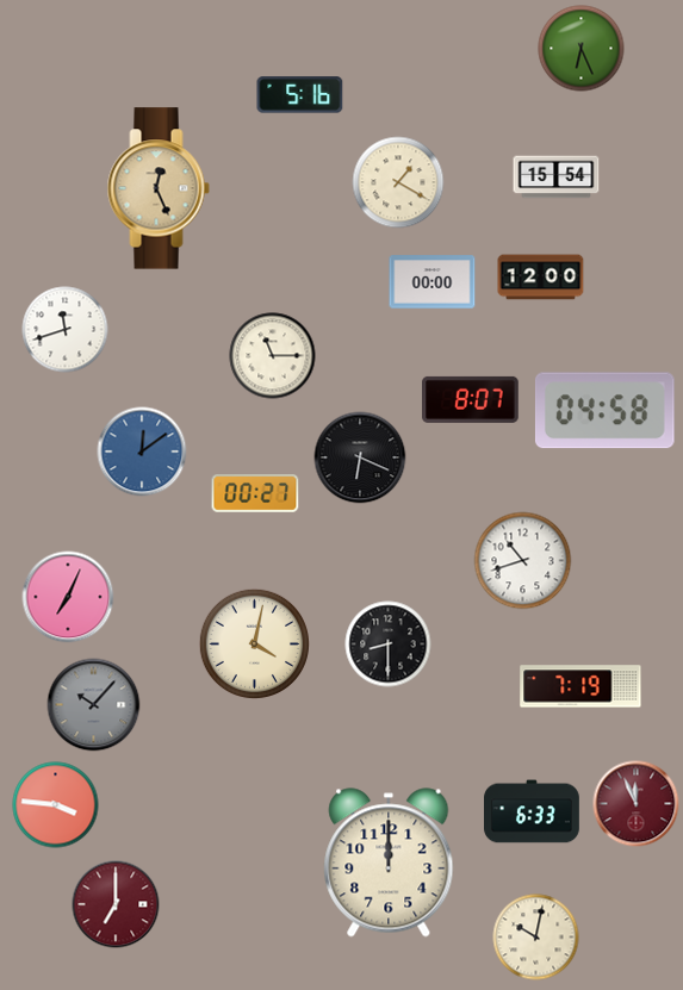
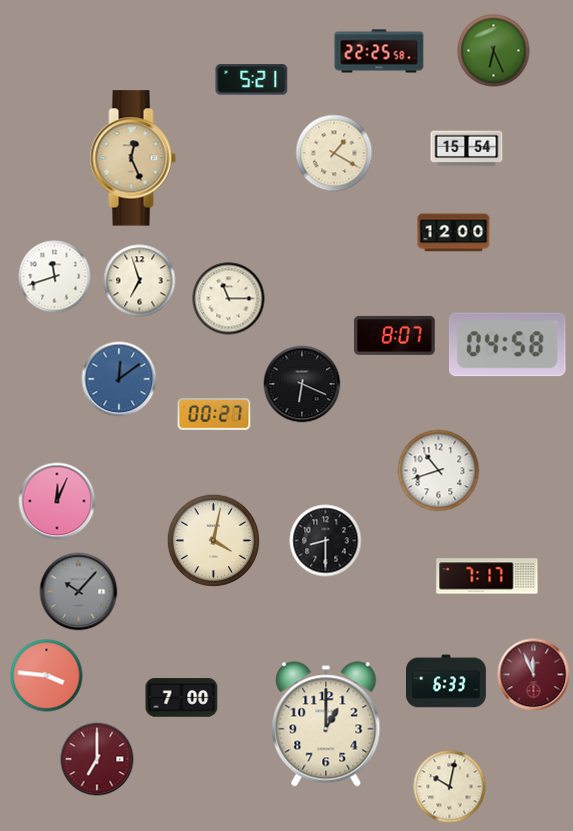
clock at (582, 49) position: (582, 49) -> (494, 51)
clock at (379, 51): none -> 22:25
clock at (300, 95): 5:16 -> 5:21
clock at (433, 282): 00:00 -> none
clock at (140, 281): none -> 6:57
clock at (68, 597): 7:04 -> 12:04
clock at (580, 686): 7:19 -> 7:17
clock at (182, 698): none -> 7:00
clock at (389, 863): 12:00 -> 1:00
